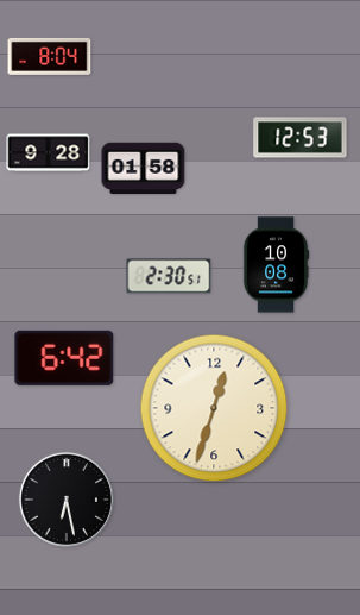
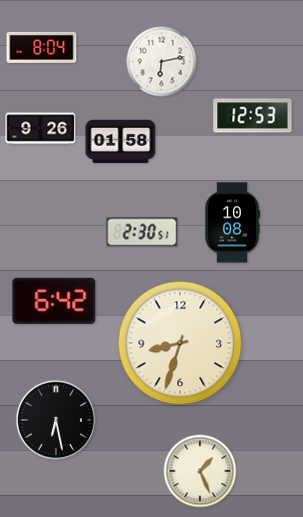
clock at (162, 62): none -> 6:13
clock at (49, 153): 9:28 -> 9:26
clock at (214, 408): 12:33 -> 8:33
clock at (200, 471): none -> 1:26
